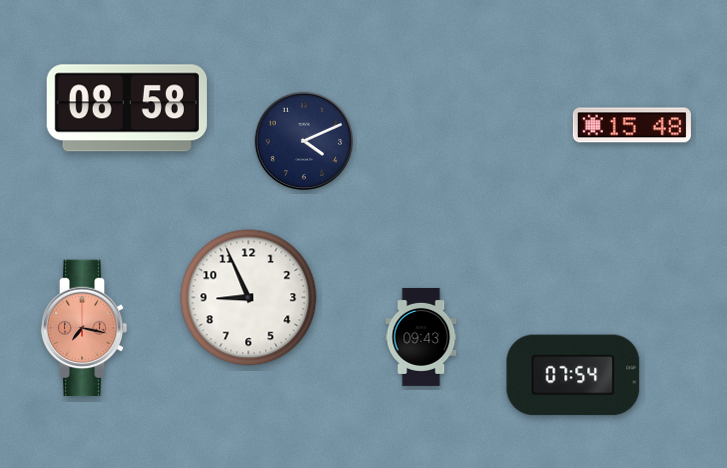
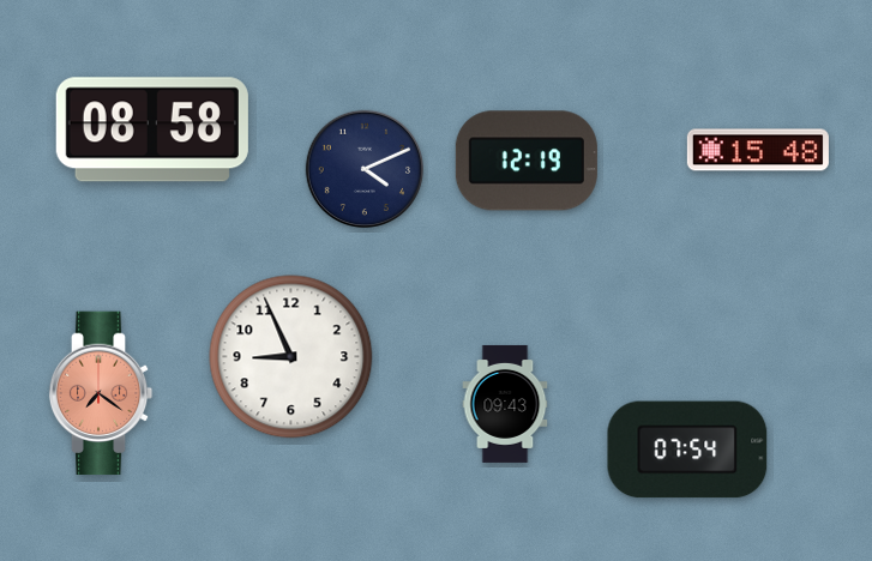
clock at (527, 161): none -> 12:19
clock at (249, 298) position: (249, 298) -> (291, 357)
clock at (84, 328): 7:17 -> 7:21
